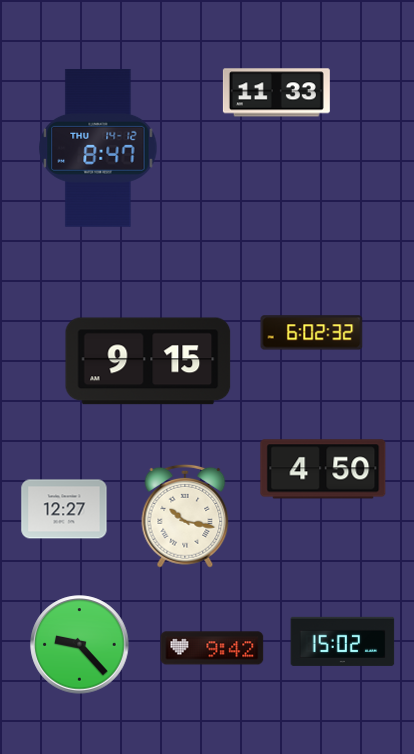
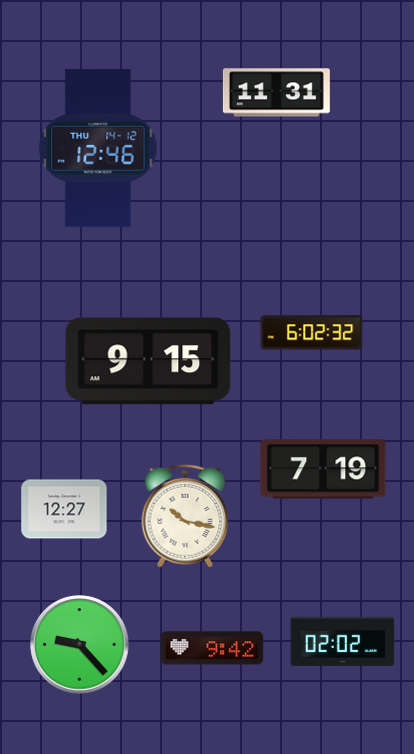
clock at (276, 93): 11:33 -> 11:31
clock at (98, 149): 8:47 -> 12:46
clock at (323, 469): 4:50 -> 7:19
clock at (343, 641): 15:02 -> 02:02
